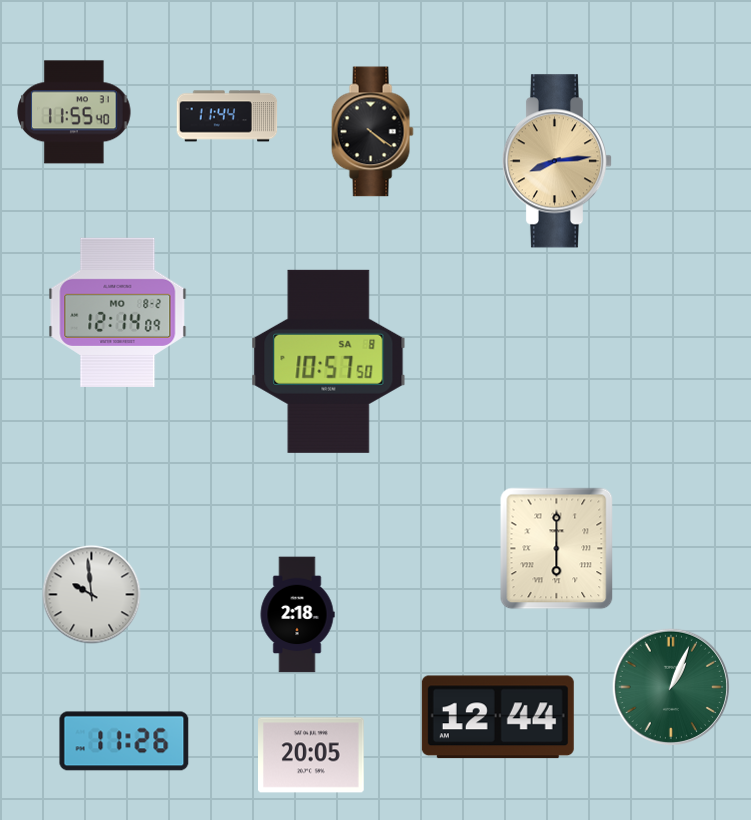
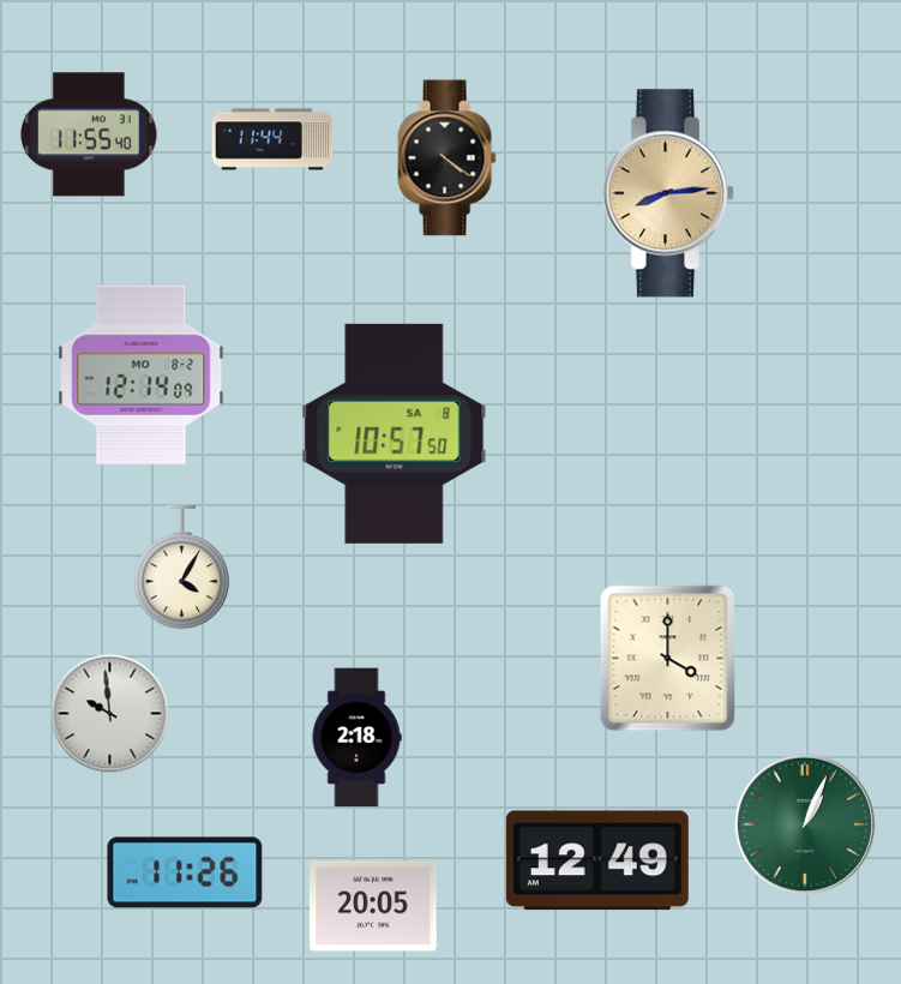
clock at (182, 568): none -> 4:05
clock at (557, 549): 6:00 -> 4:00
clock at (498, 717): 12:44 -> 12:49
clock at (124, 741) position: (124, 741) -> (185, 872)
